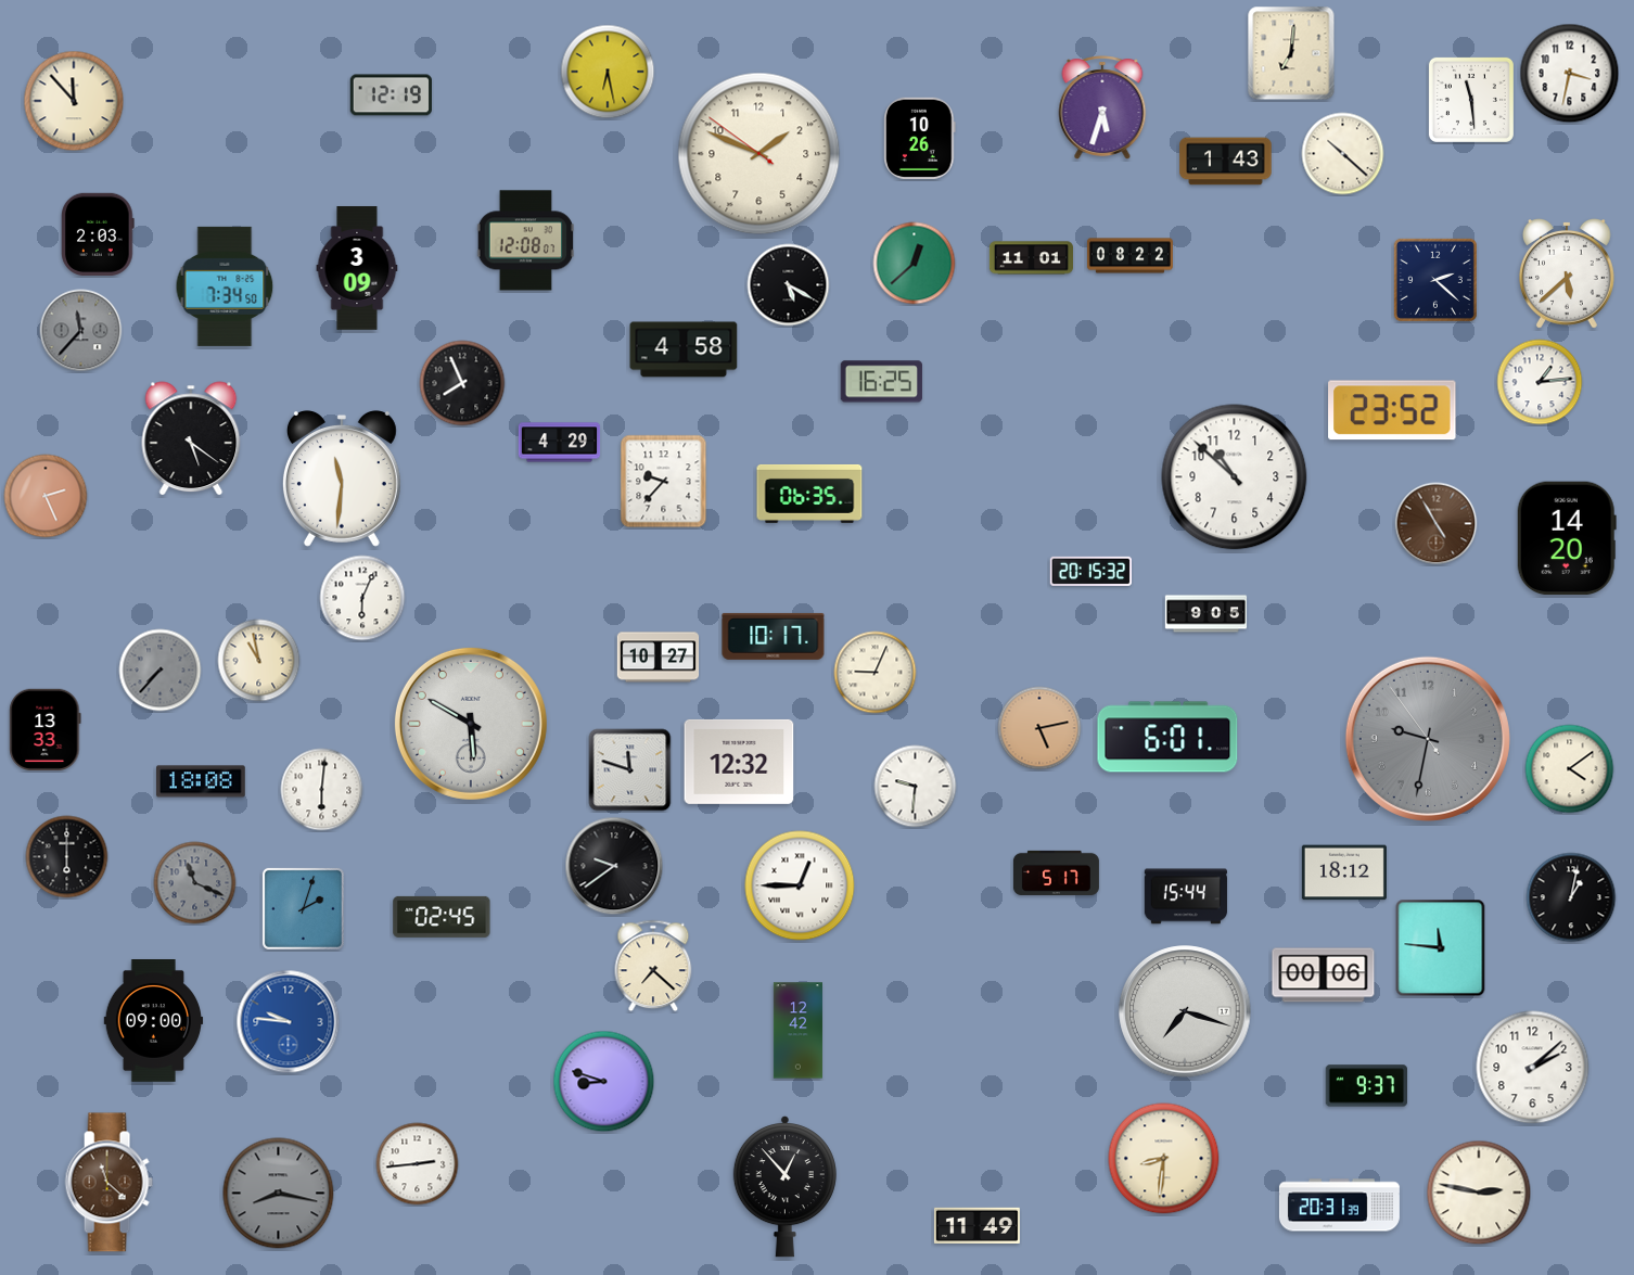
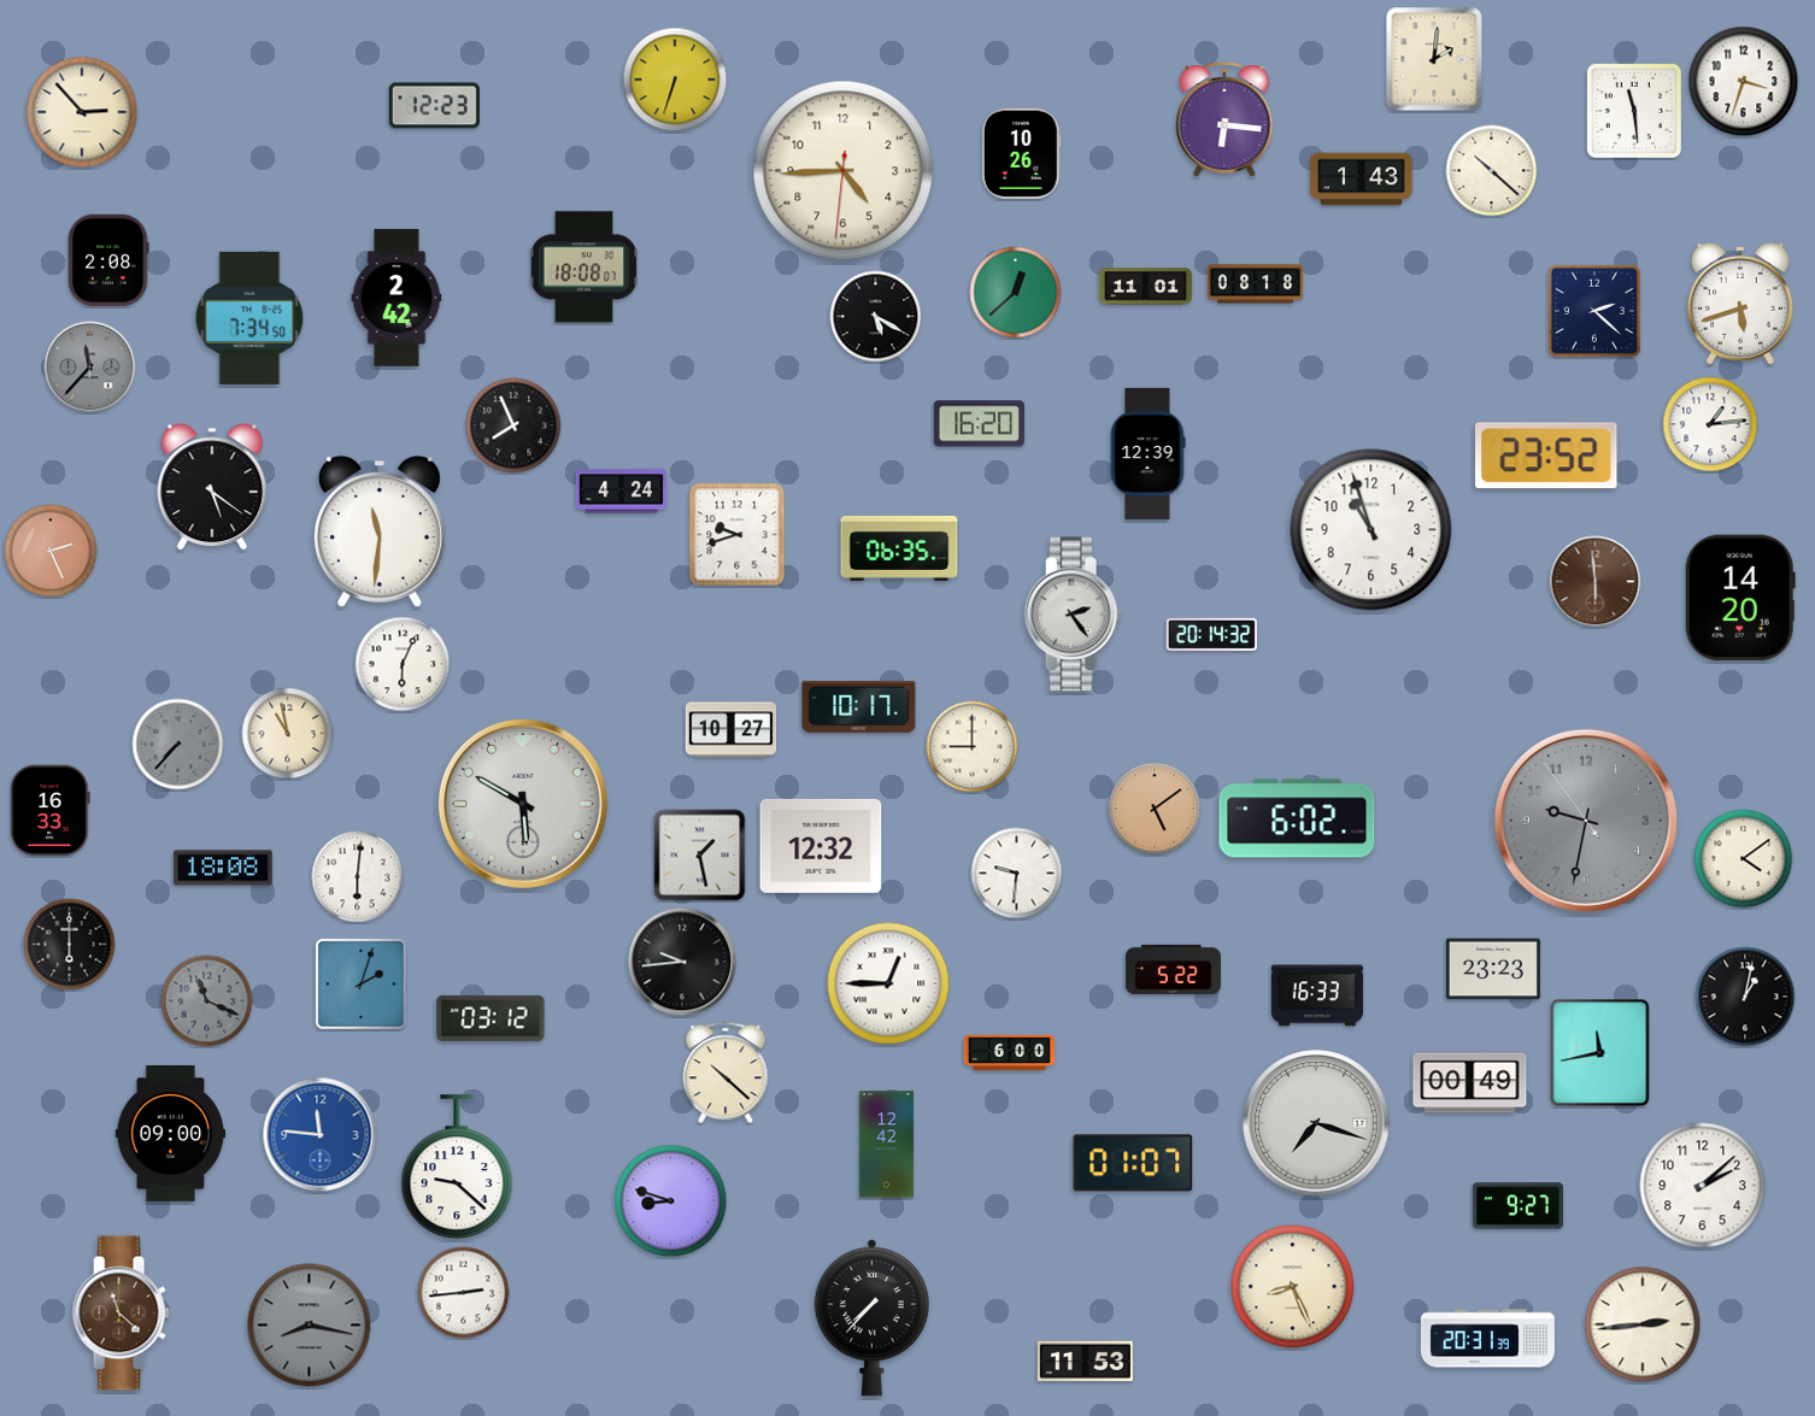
clock at (1291, 53): 7:01 -> 2:01
clock at (608, 72): 6:28 -> 6:33
clock at (1570, 74): 3:32 -> 3:33
clock at (391, 95): 12:19 -> 12:23
clock at (74, 101): 11:53 -> 2:53
clock at (1102, 107): 5:33 -> 6:16
clock at (759, 154): 1:48 -> 4:44
clock at (98, 234): 2:03 -> 2:08
clock at (526, 241): 12:08 -> 18:08
clock at (1129, 256): 08:22 -> 08:18
clock at (357, 268): 3:09 -> 2:42
clock at (1567, 275): 5:38 -> 5:42
clock at (684, 349): 4:58 -> none
clock at (881, 382): 16:25 -> 16:20
clock at (1147, 453): none -> 12:39
clock at (560, 443): 4:29 -> 4:24
clock at (1235, 477): 10:52 -> 10:57
clock at (664, 482): 9:37 -> 9:42
clock at (1437, 524): 4:55 -> 5:59
clock at (1073, 615): none -> 2:24
clock at (1090, 571): 20:15 -> 20:14
clock at (1207, 614): 9:05 -> none
clock at (876, 673): 9:04 -> 9:00
clock at (1039, 728): 5:13 -> 5:09
clock at (46, 729): 13:33 -> 16:33
clock at (1167, 737): 6:01 -> 6:02
clock at (1570, 769) position: (1570, 769) -> (1744, 859)
clock at (630, 770): 11:48 -> 1:28
clock at (67, 857) position: (67, 857) -> (70, 945)
clock at (614, 866): 9:39 -> 9:44
clock at (1056, 872): 5:17 -> 5:22
clock at (1344, 872): 18:12 -> 23:23
clock at (195, 883) position: (195, 883) -> (207, 1001)
clock at (1186, 896): 15:44 -> 16:33
clock at (303, 908) position: (303, 908) -> (360, 983)
clock at (442, 917): 02:45 -> 03:12
clock at (1010, 1053): none -> 6:00
clock at (1441, 948): 11:46 -> 11:43
clock at (653, 966): 7:22 -> 10:22
clock at (1324, 976): 00:06 -> 00:49
clock at (289, 1022): 9:46 -> 11:46
clock at (1133, 1163): none -> 01:07
clock at (457, 1167): none -> 9:22
clock at (1366, 1086): 9:37 -> 9:27
clock at (1164, 1159): 8:31 -> 8:26
clock at (784, 1186): 12:53 -> 7:37
clock at (1479, 1193): 2:47 -> 2:44
clock at (976, 1225): 11:49 -> 11:53
